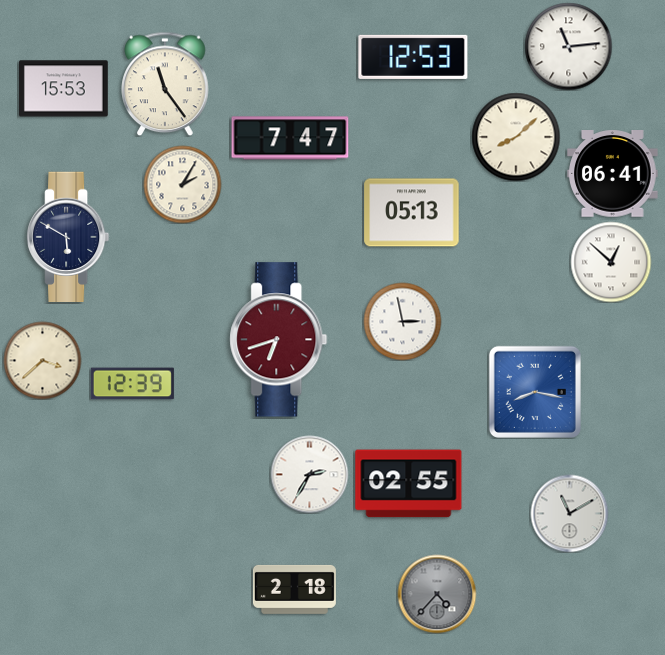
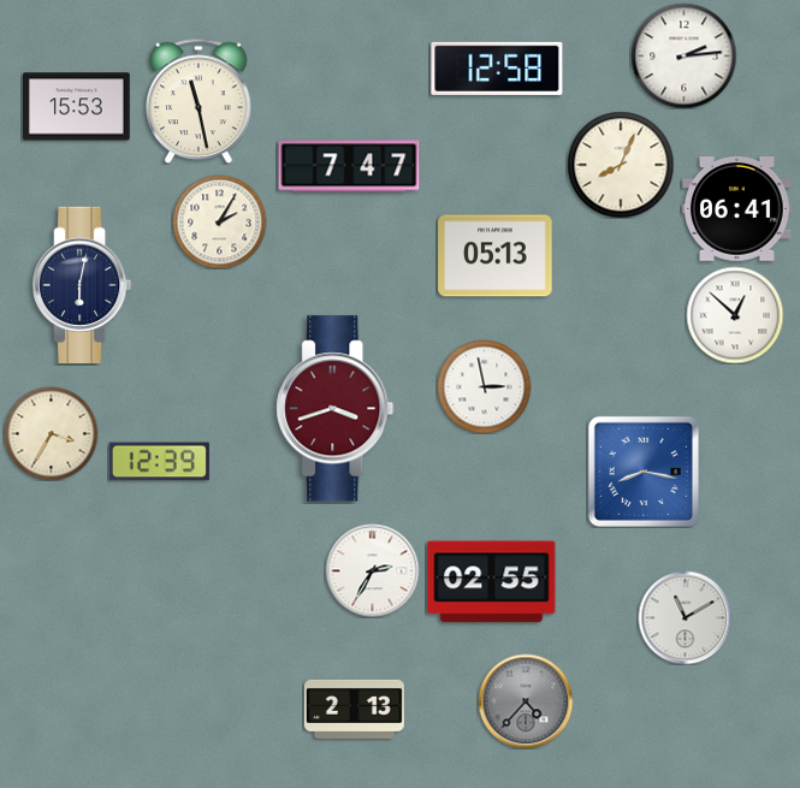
clock at (568, 46): 11:14 -> 2:14
clock at (413, 57): 12:53 -> 12:58
clock at (165, 84): 11:24 -> 11:28
clock at (516, 137): 8:08 -> 8:04
clock at (69, 236): 5:50 -> 6:02
clock at (279, 340): 6:42 -> 3:42
clock at (42, 360): 3:38 -> 3:35
clock at (294, 589): 2:18 -> 2:13
clock at (437, 594) position: (437, 594) -> (526, 701)
